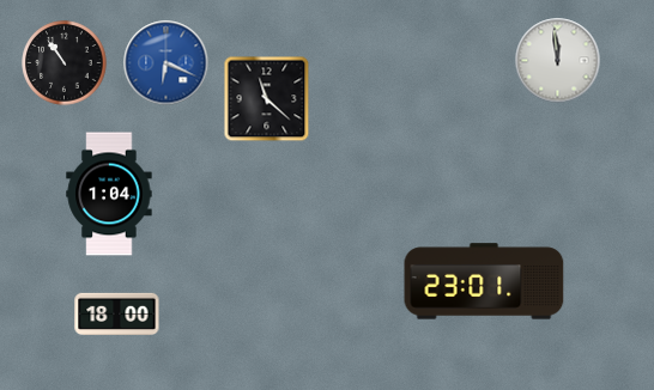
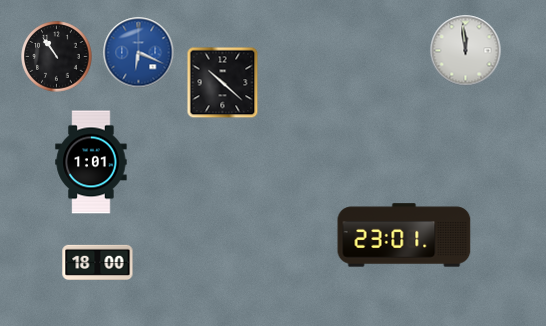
clock at (65, 63) position: (65, 63) -> (57, 57)
clock at (267, 99): 11:22 -> 10:22
clock at (109, 194): 1:04 -> 1:01
